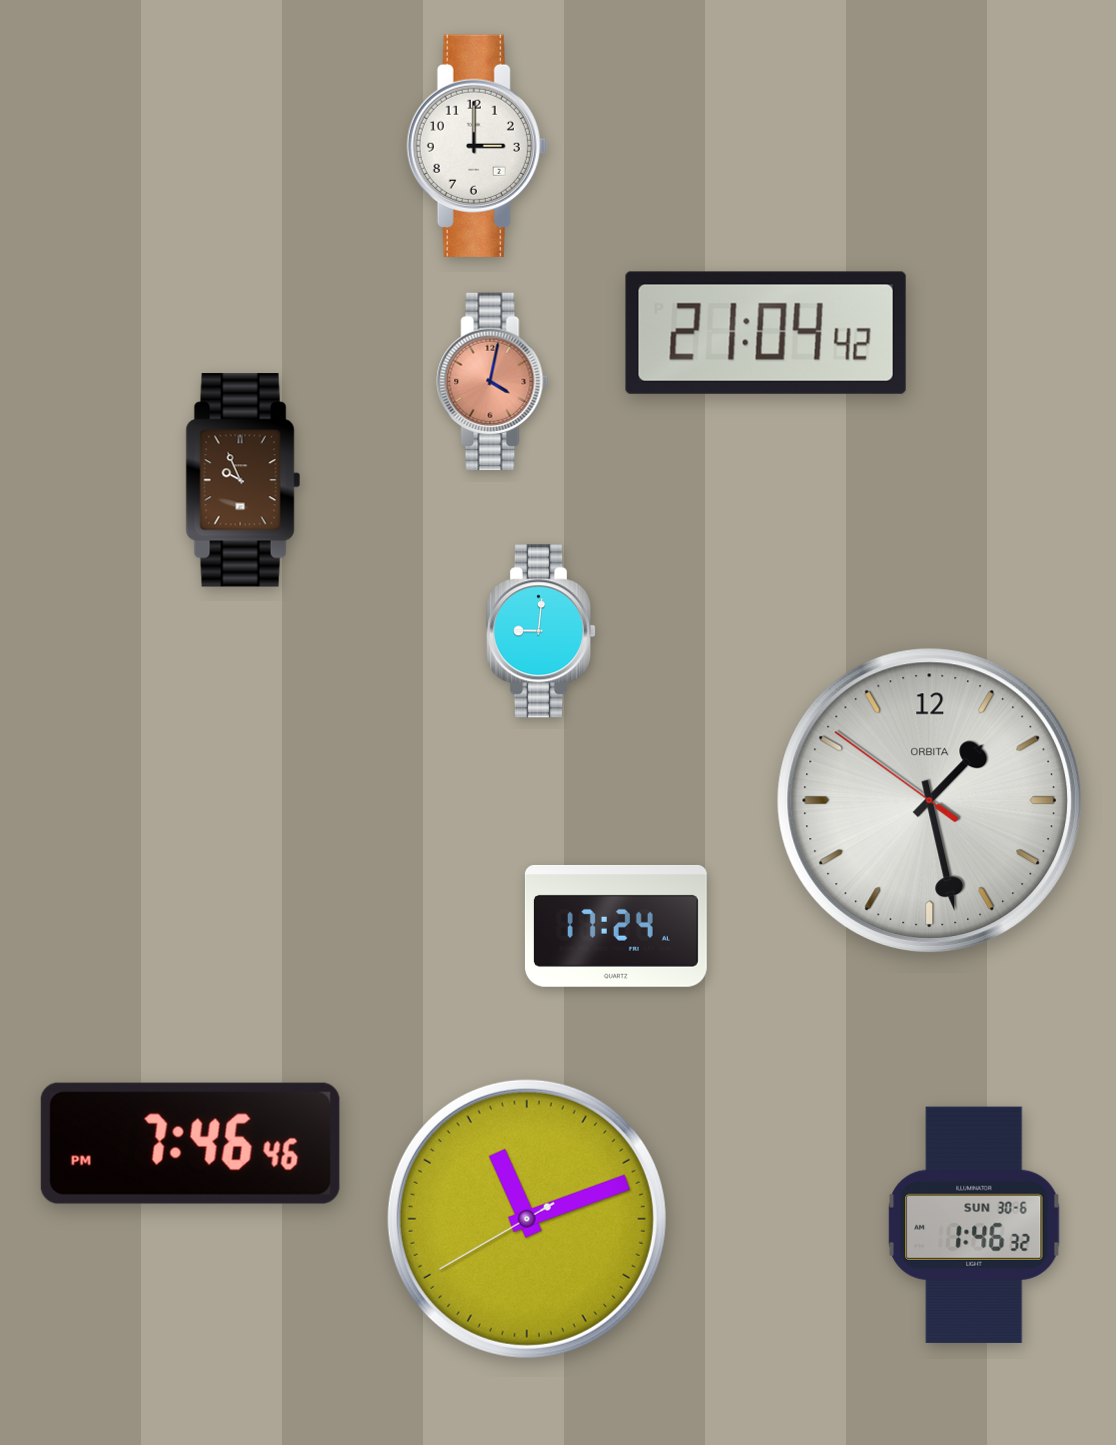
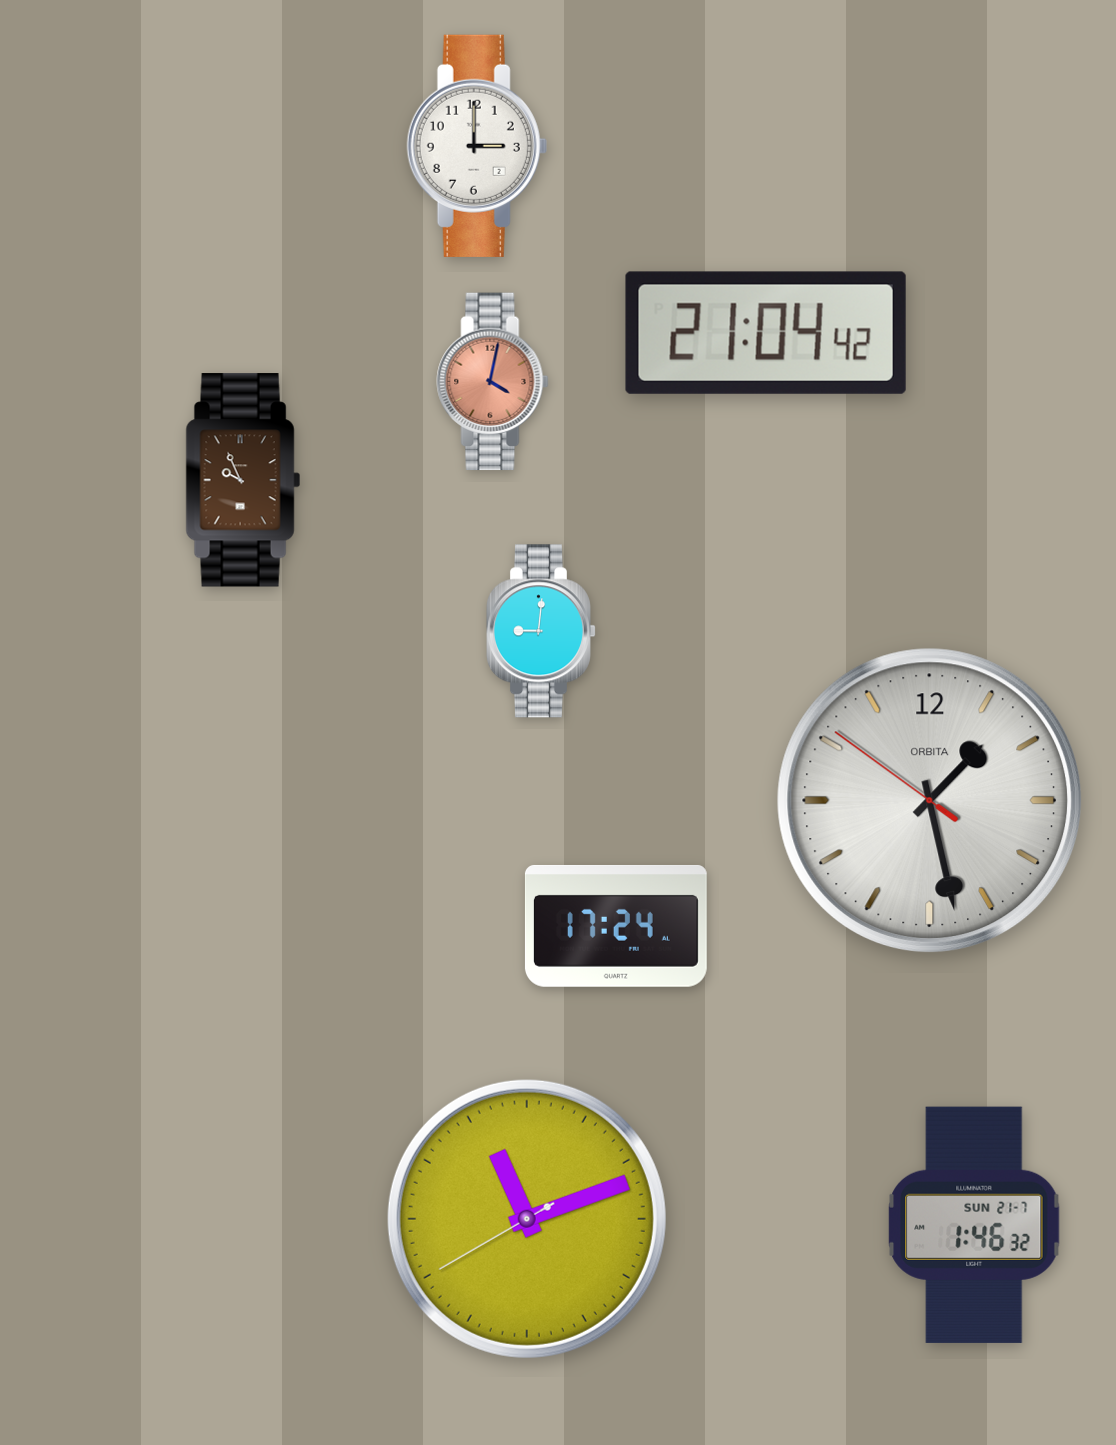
clock at (190, 1143): 7:46 -> none
clock at (974, 1225) date: SUN 30-6 -> SUN 21-7
